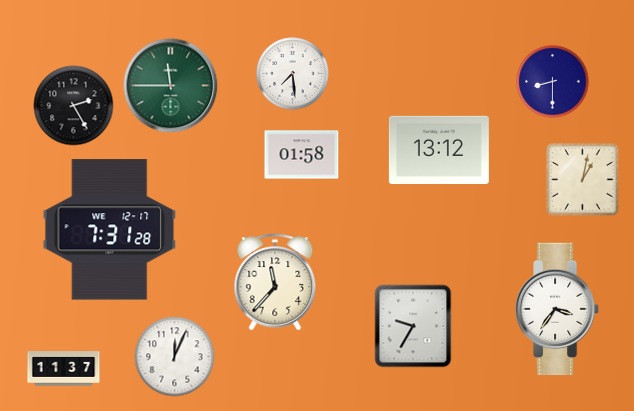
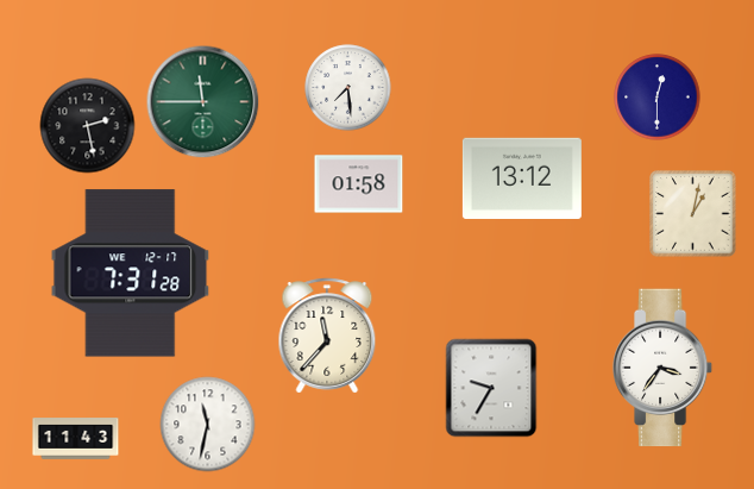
clock at (553, 82): 8:30 -> 12:30
clock at (74, 106): 2:25 -> 2:28
clock at (175, 357): 12:04 -> 11:32
clock at (64, 369): 11:37 -> 11:43
